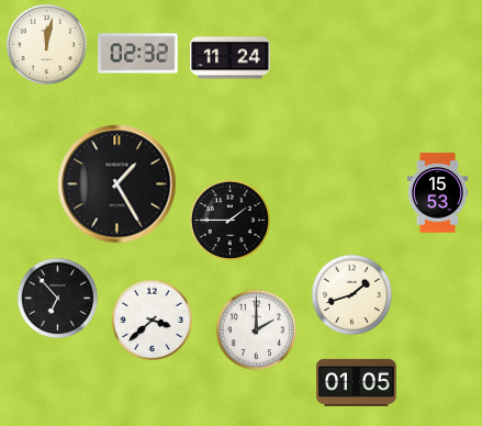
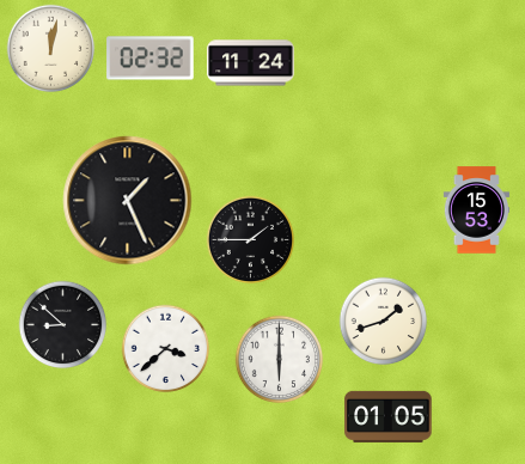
clock at (117, 184): 1:25 -> 1:26
clock at (58, 299): 6:53 -> 8:52
clock at (257, 330): 2:00 -> 6:00
